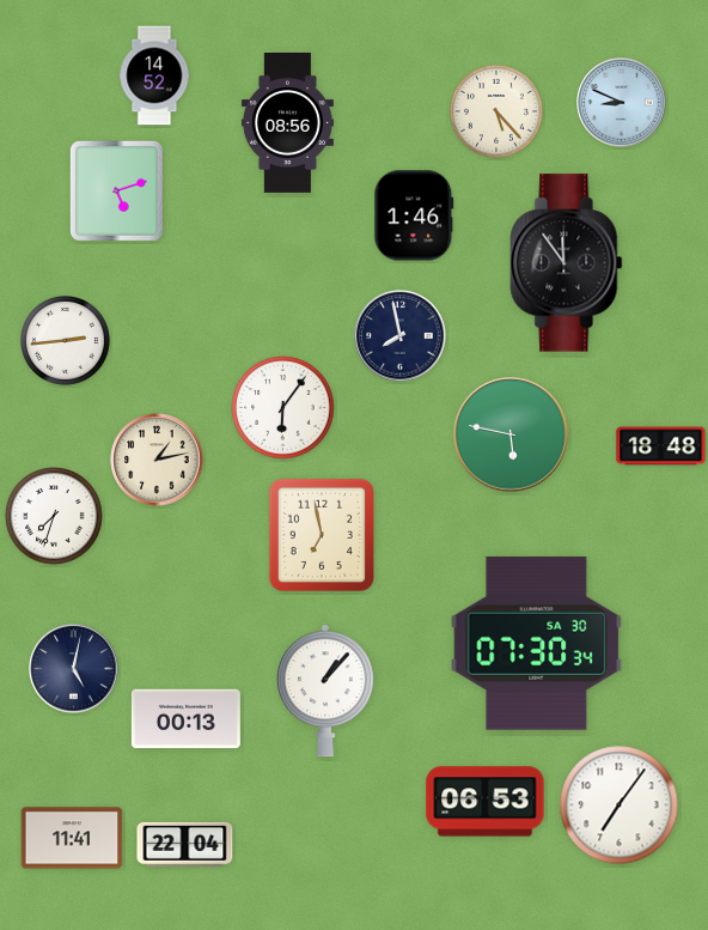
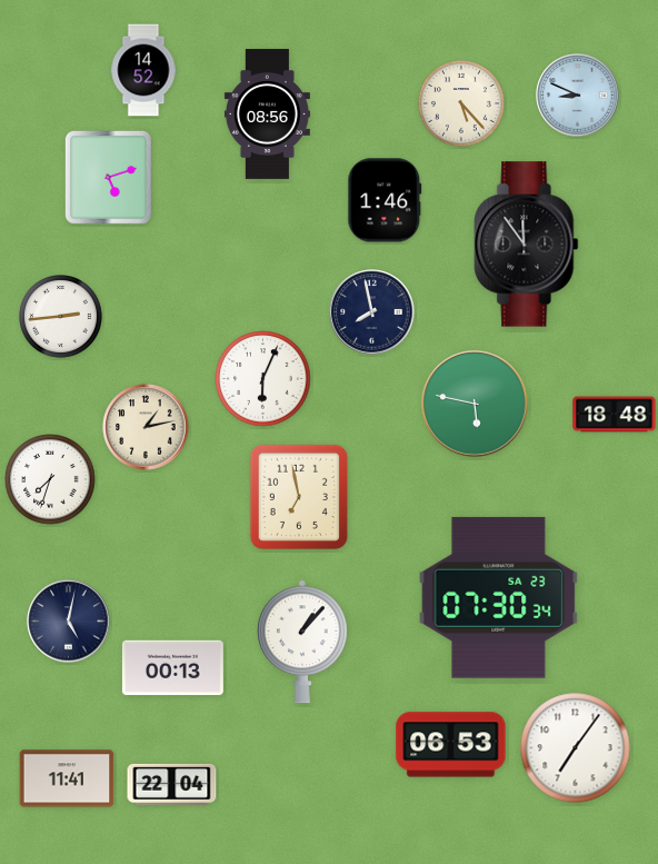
clock at (283, 408): 6:06 -> 6:04
clock at (537, 643) date: SA 30 -> SA 23
